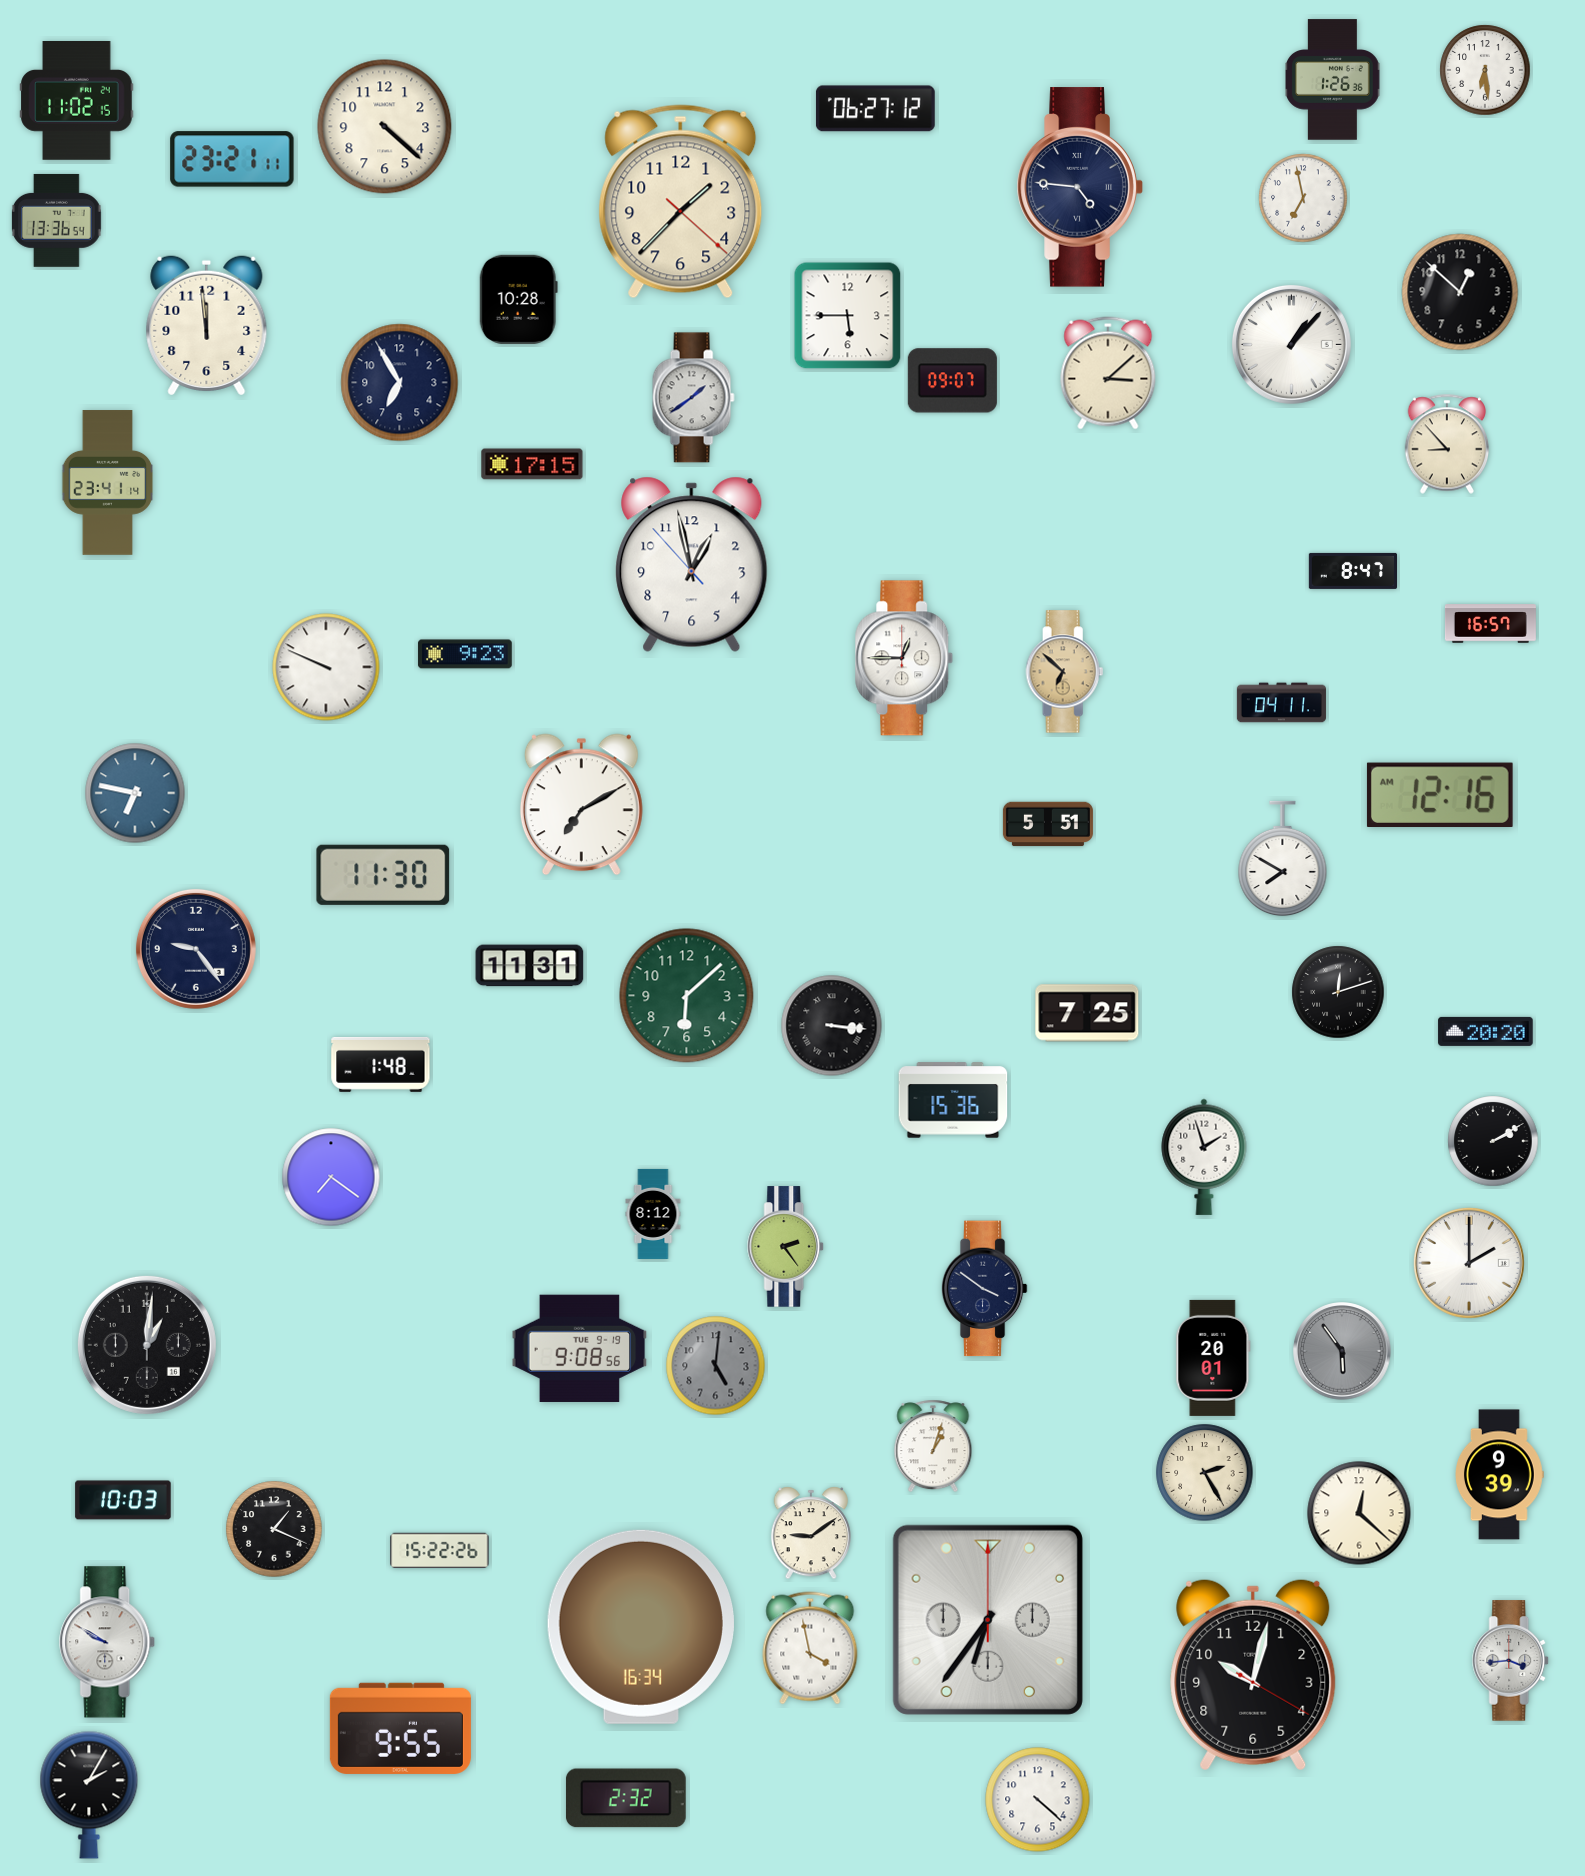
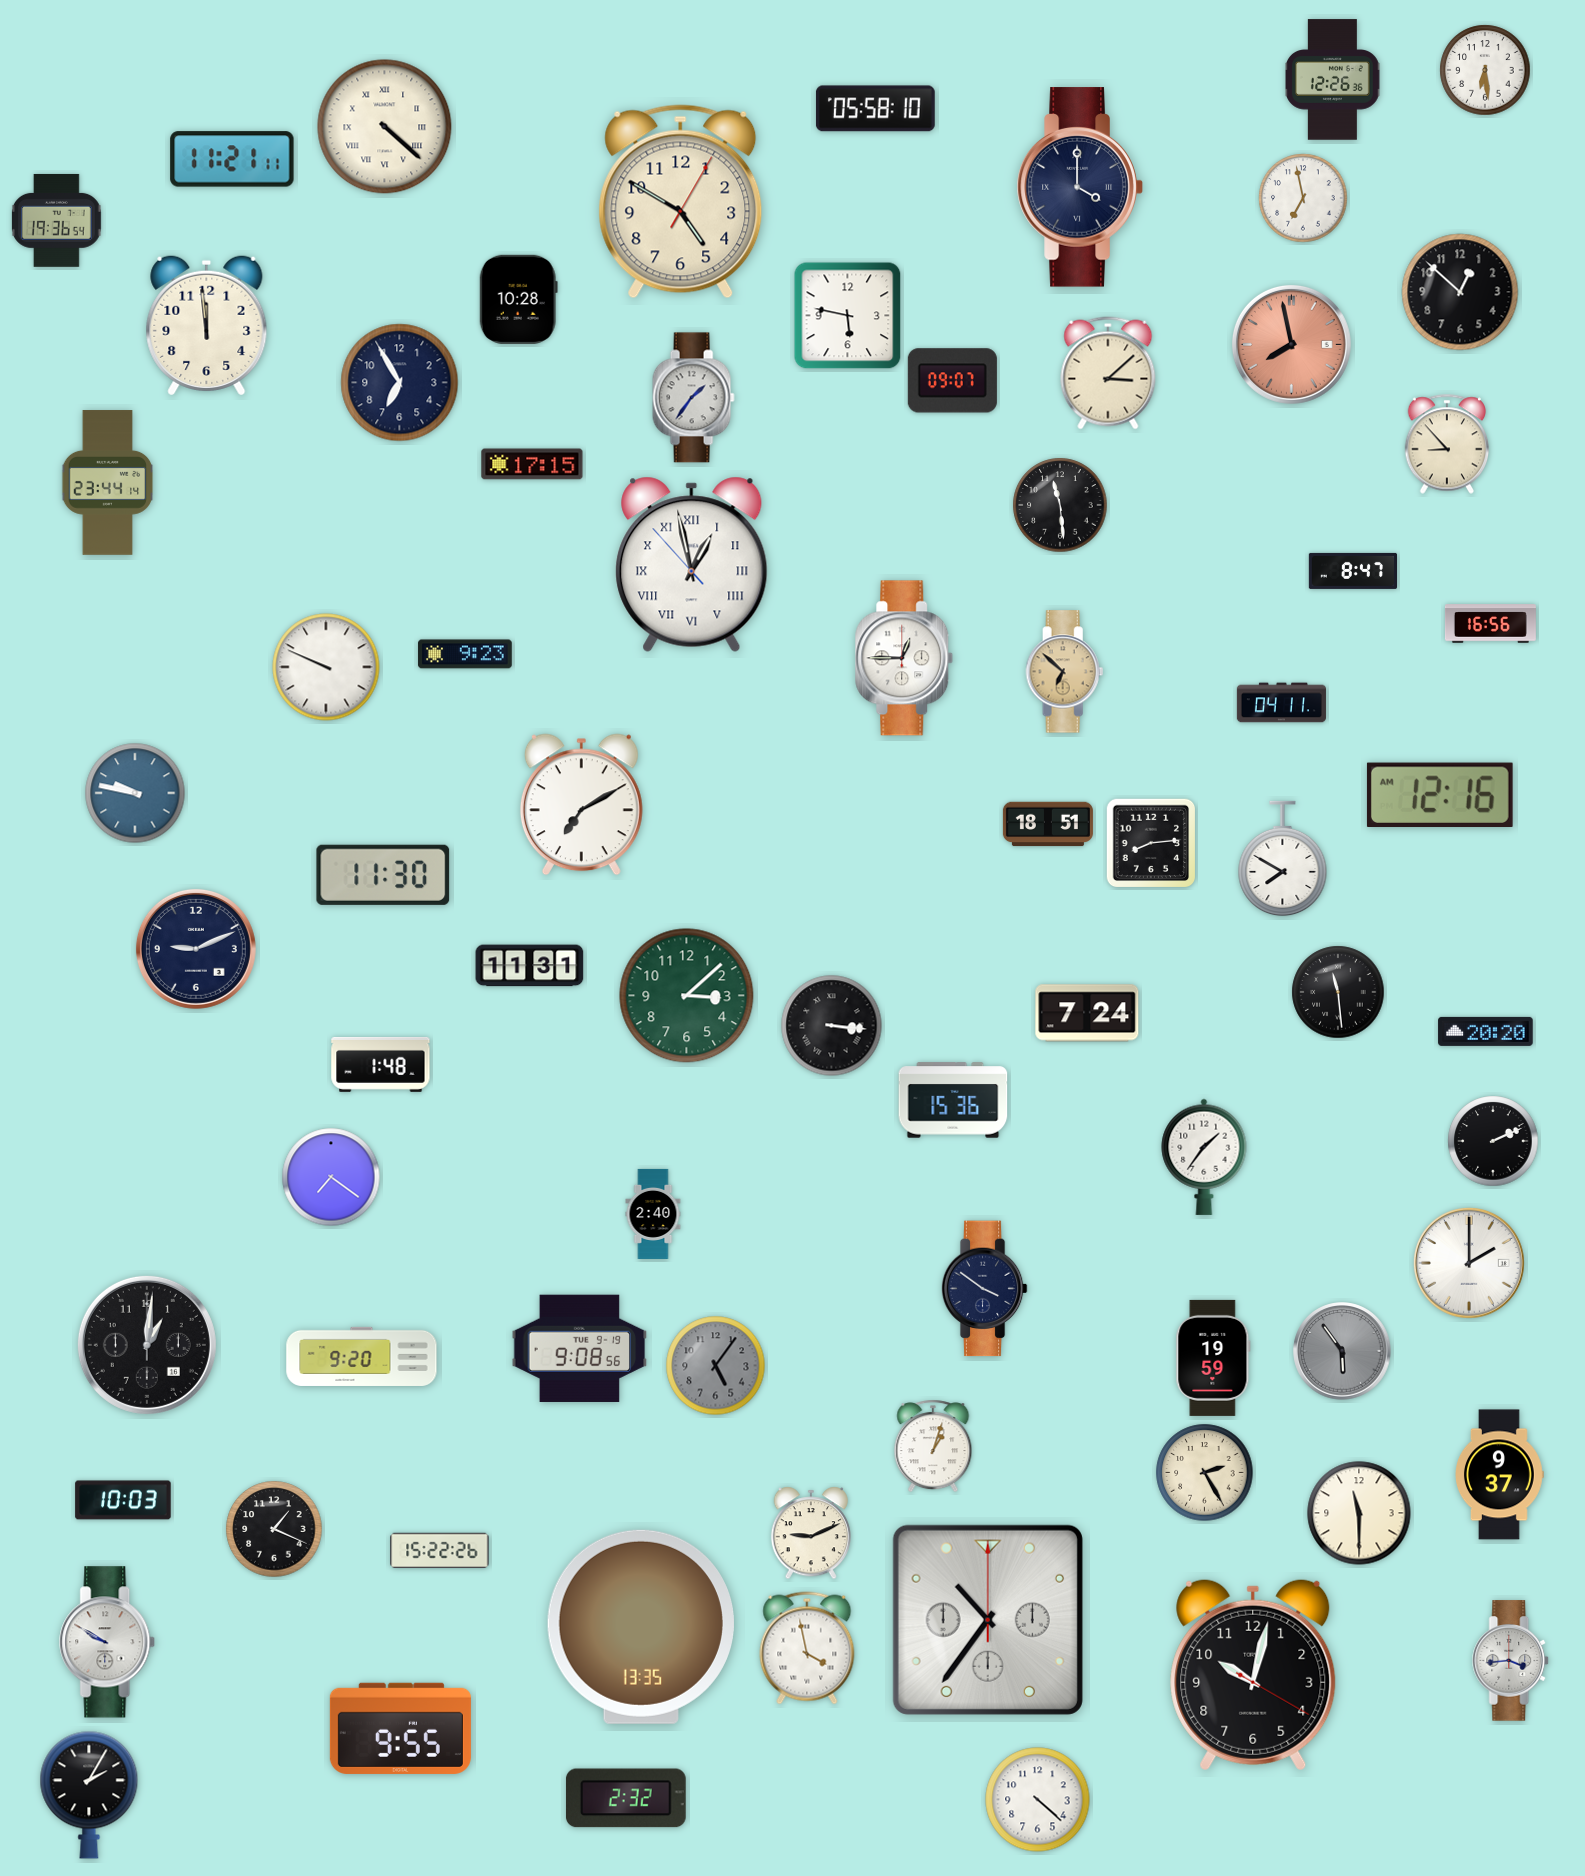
clock at (1333, 80): 1:26 -> 12:26
clock at (77, 101): 11:02 -> none
clock at (875, 109): 06:27 -> 05:58
clock at (385, 127) numerals: Arabic -> Roman
clock at (232, 159): 23:21 -> 11:21
clock at (1080, 187): 4:46 -> 4:00
clock at (681, 202): 1:37 -> 4:50
clock at (56, 221): 13:36 -> 19:36
clock at (848, 316): 5:45 -> 5:47
clock at (1291, 344): 1:07 -> 7:58
clock at (1291, 344) dial: white -> salmon
clock at (693, 398): 1:39 -> 1:36
clock at (108, 483): 23:41 -> 23:44
clock at (1060, 505): none -> 11:29
clock at (692, 564) numerals: Arabic -> Roman
clock at (1490, 624): 16:57 -> 16:56
clock at (135, 793): 6:47 -> 9:47
clock at (1048, 824): 5:51 -> 18:51
clock at (1150, 842): none -> 8:14
clock at (196, 949): 9:24 -> 9:11
clock at (1338, 992): 12:12 -> 11:29
clock at (687, 996): 6:08 -> 3:08
clock at (1087, 1013): 7:25 -> 7:24
clock at (1493, 1141): 2:10 -> 2:11
clock at (1204, 1157): 1:57 -> 1:36
clock at (653, 1214): 8:12 -> 2:40
clock at (786, 1247): 2:24 -> none
clock at (362, 1356): none -> 9:20
clock at (1213, 1358): 20:01 -> 19:59
clock at (716, 1366): 5:01 -> 5:06
clock at (1500, 1475): 9:39 -> 9:37
clock at (1359, 1513): 12:22 -> 11:30
clock at (811, 1533): 9:09 -> 9:11
clock at (988, 1620): 6:36 -> 10:36
clock at (641, 1627): 16:34 -> 13:35
clock at (810, 1648) position: (810, 1648) -> (807, 1648)
